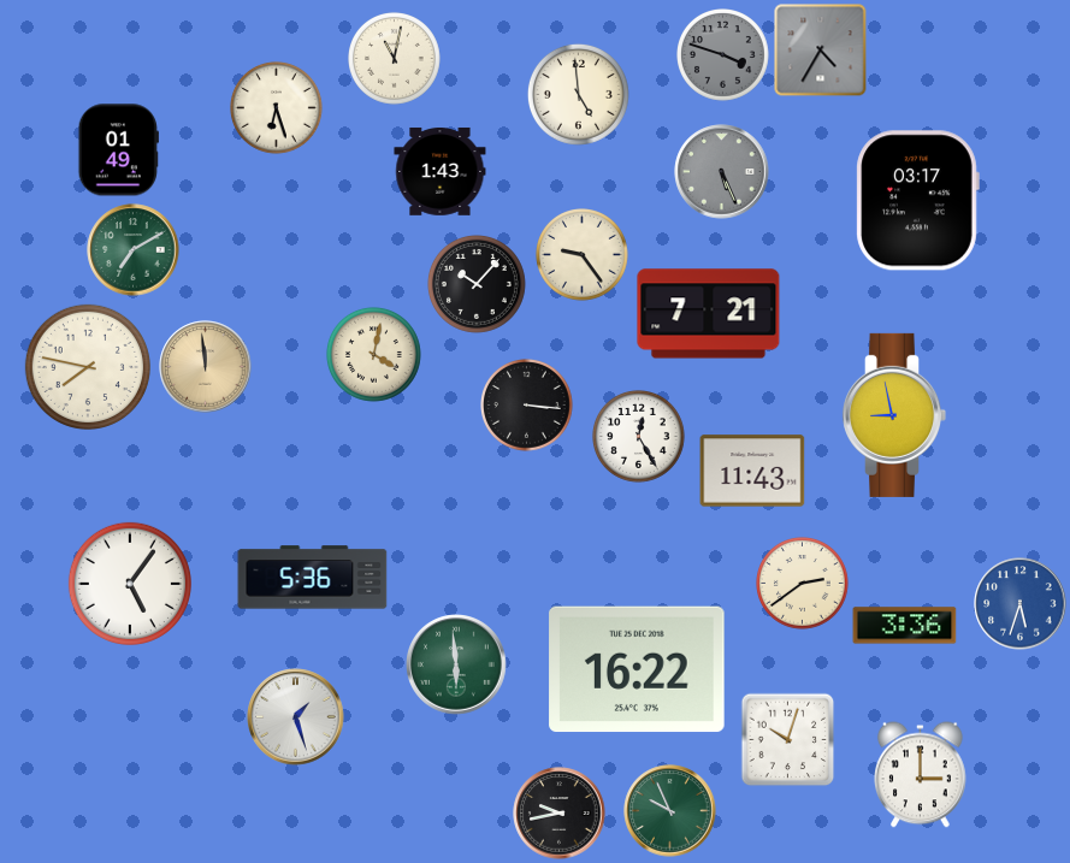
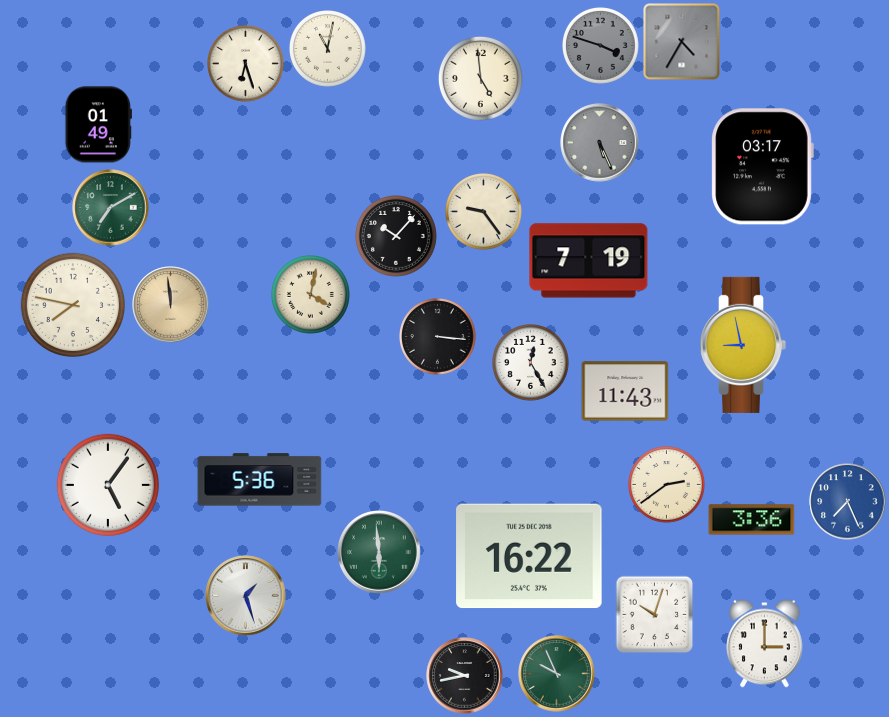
clock at (277, 108) position: (277, 108) -> (246, 64)
clock at (441, 171): 1:43 -> none
clock at (709, 314): 7:21 -> 7:19
clock at (1021, 604): 5:33 -> 7:26
